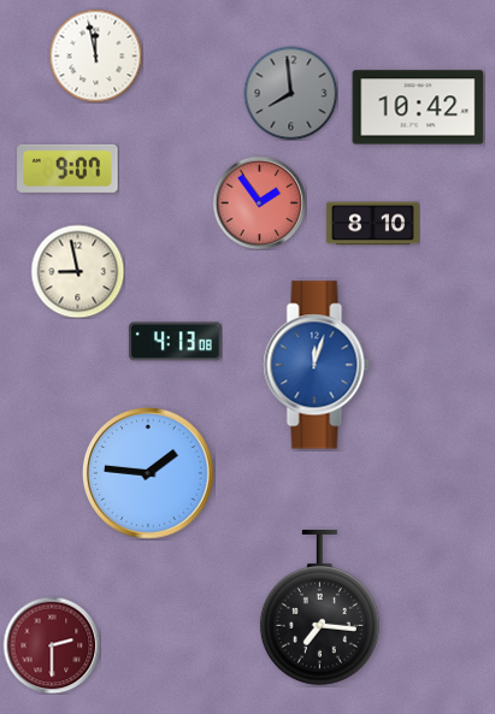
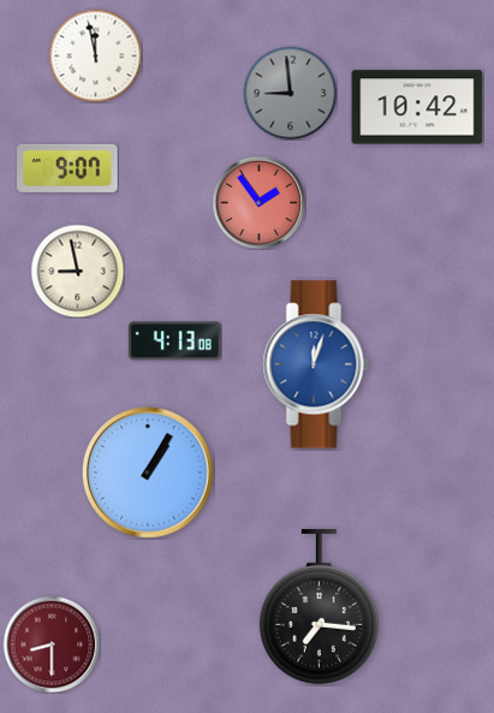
clock at (290, 93): 7:59 -> 8:59
clock at (372, 224): 8:10 -> none
clock at (148, 473): 1:46 -> 1:05
clock at (52, 645): 2:30 -> 8:30
